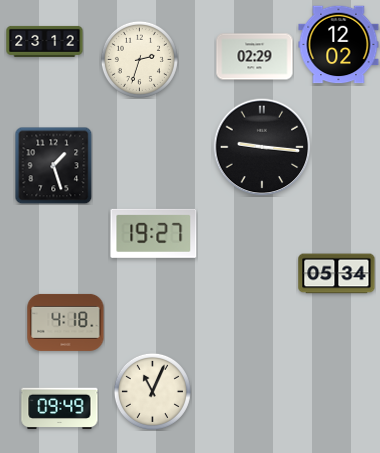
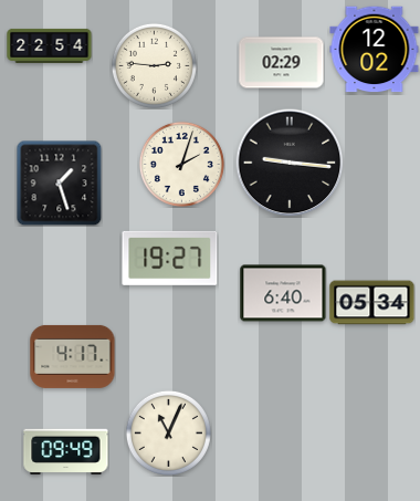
clock at (45, 41): 23:12 -> 22:54
clock at (139, 59): 2:33 -> 2:46
clock at (181, 164): none -> 2:03
clock at (283, 293): none -> 6:40
clock at (66, 322): 4:18 -> 4:17
